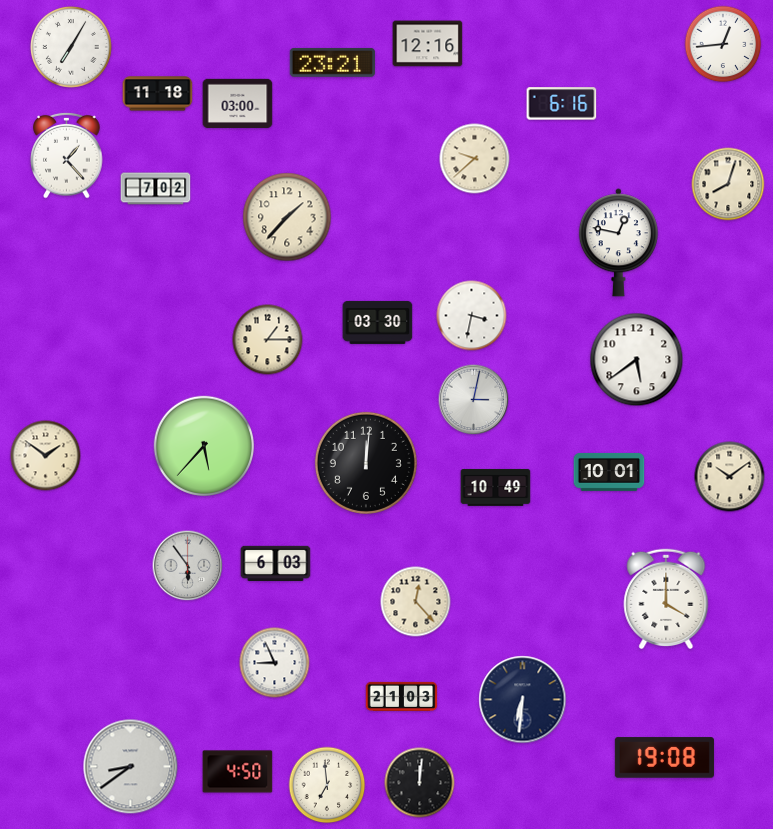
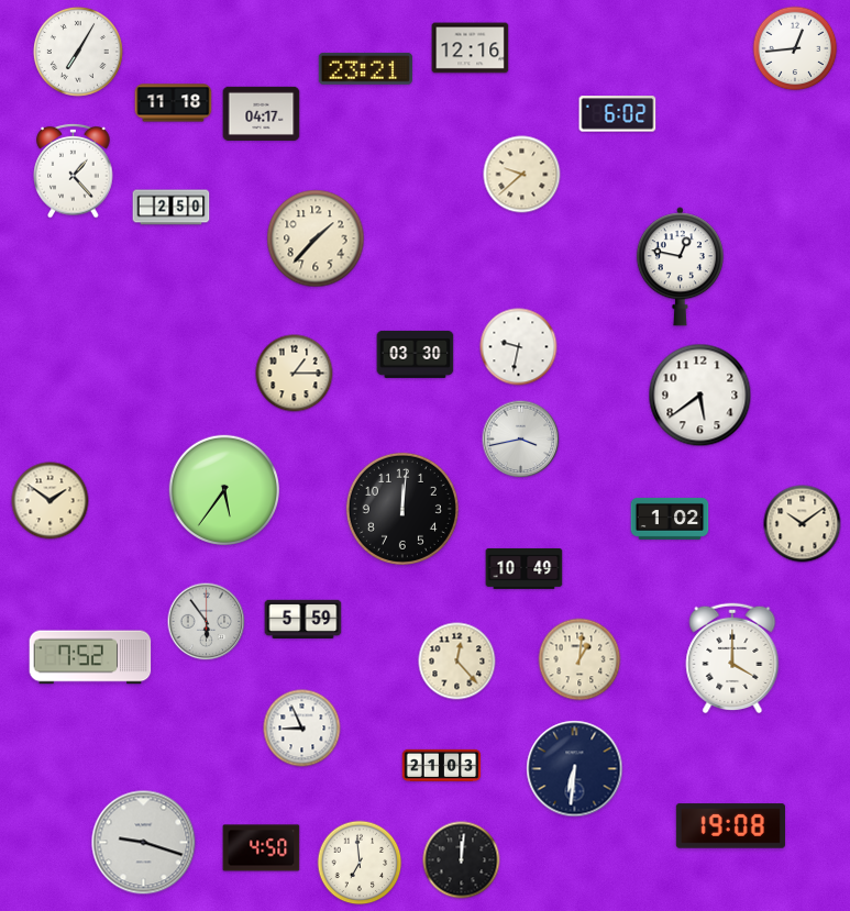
clock at (238, 103): 03:00 -> 04:17
clock at (562, 104): 6:16 -> 6:02
clock at (728, 184): 8:03 -> none
clock at (156, 189): 7:02 -> 2:50
clock at (472, 316): 3:32 -> 9:32
clock at (474, 400): 3:02 -> 3:43
clock at (203, 445): 5:37 -> 5:36
clock at (609, 472): 10:01 -> 1:02
clock at (496, 487) position: (496, 487) -> (525, 568)
clock at (276, 563): 6:03 -> 5:59
clock at (90, 657): none -> 7:52
clock at (579, 659): none -> 1:01
clock at (664, 758) position: (664, 758) -> (730, 826)
clock at (131, 767): 8:39 -> 9:18
